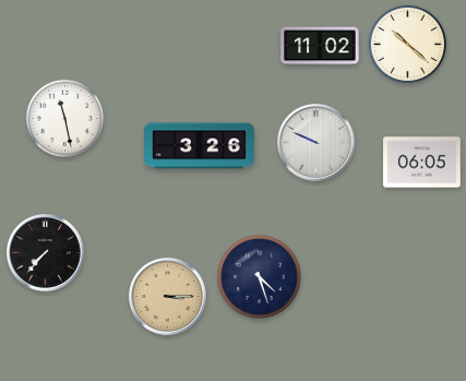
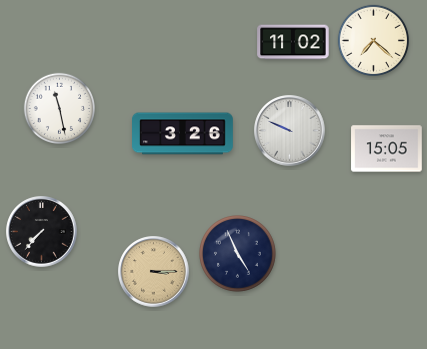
clock at (407, 44): 10:22 -> 7:22
clock at (422, 163): 06:05 -> 15:05
clock at (260, 277): 4:27 -> 4:56
